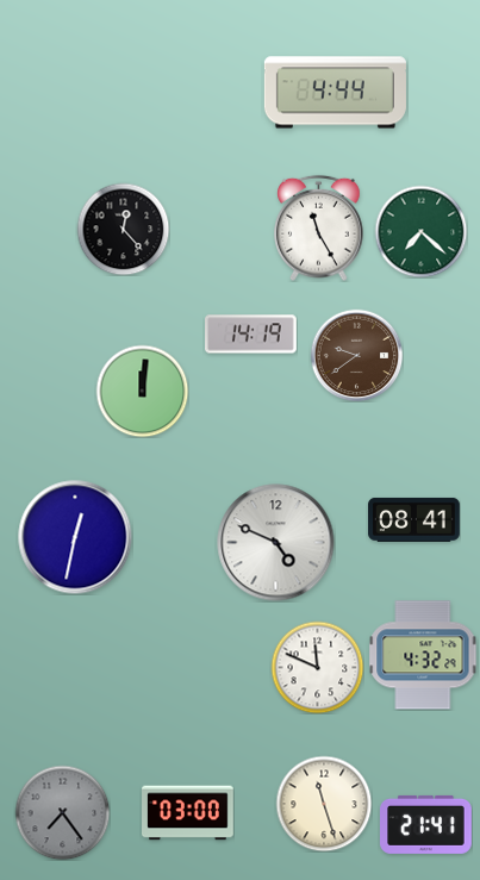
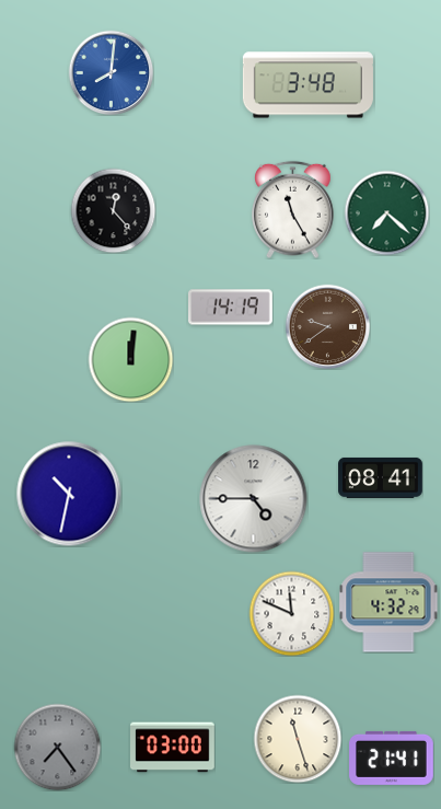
clock at (111, 72): none -> 8:01
clock at (335, 93): 4:44 -> 3:48
clock at (75, 537): 12:32 -> 10:32
clock at (276, 543): 4:49 -> 4:45
